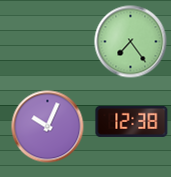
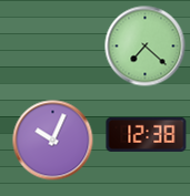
clock at (131, 42): 7:24 -> 7:22
